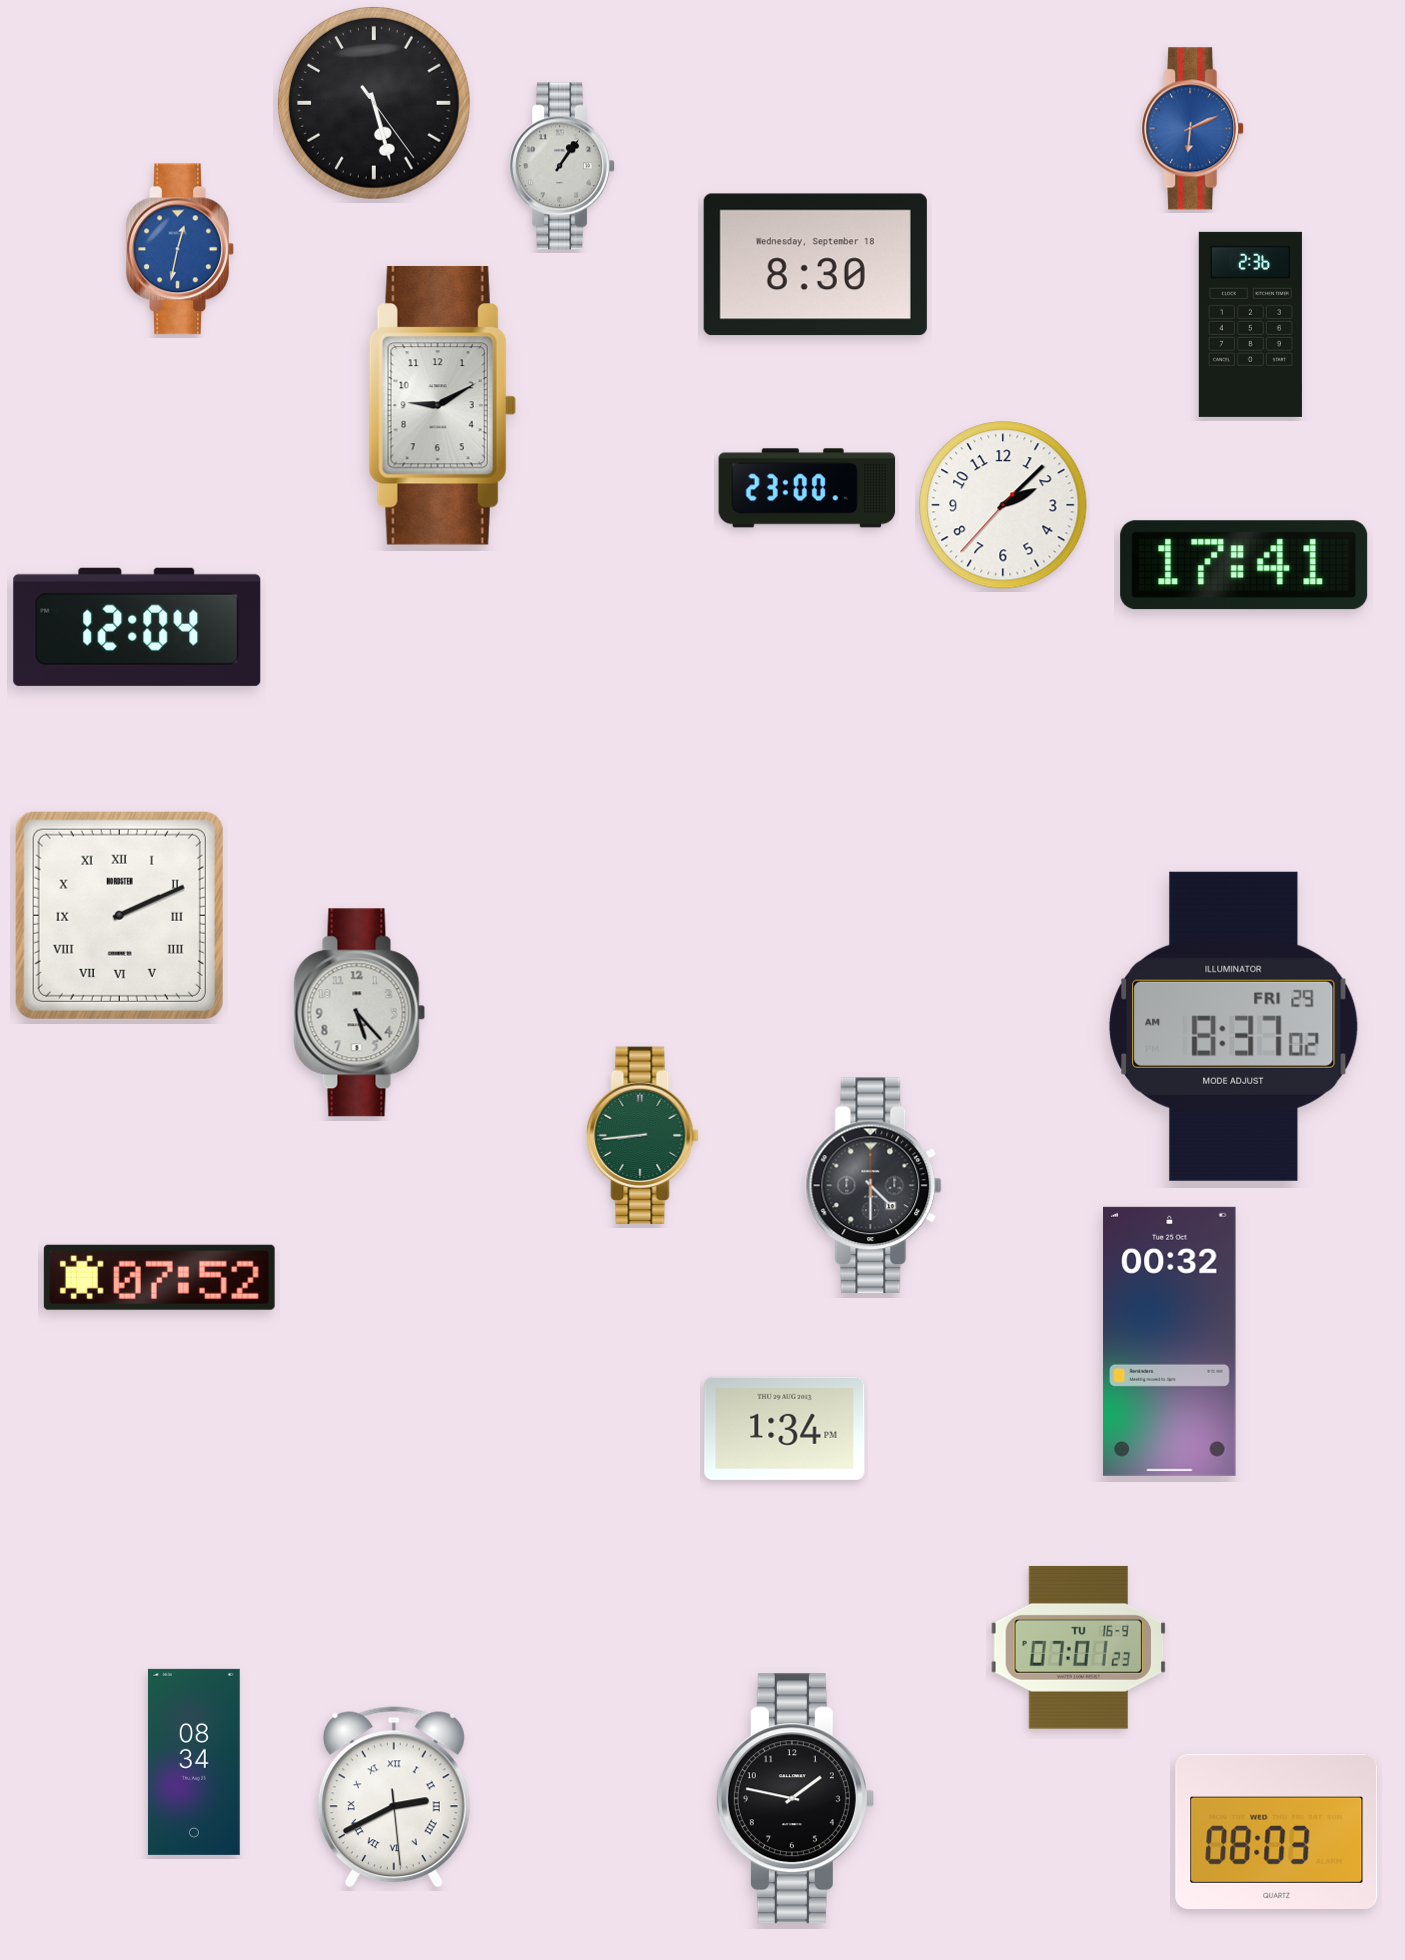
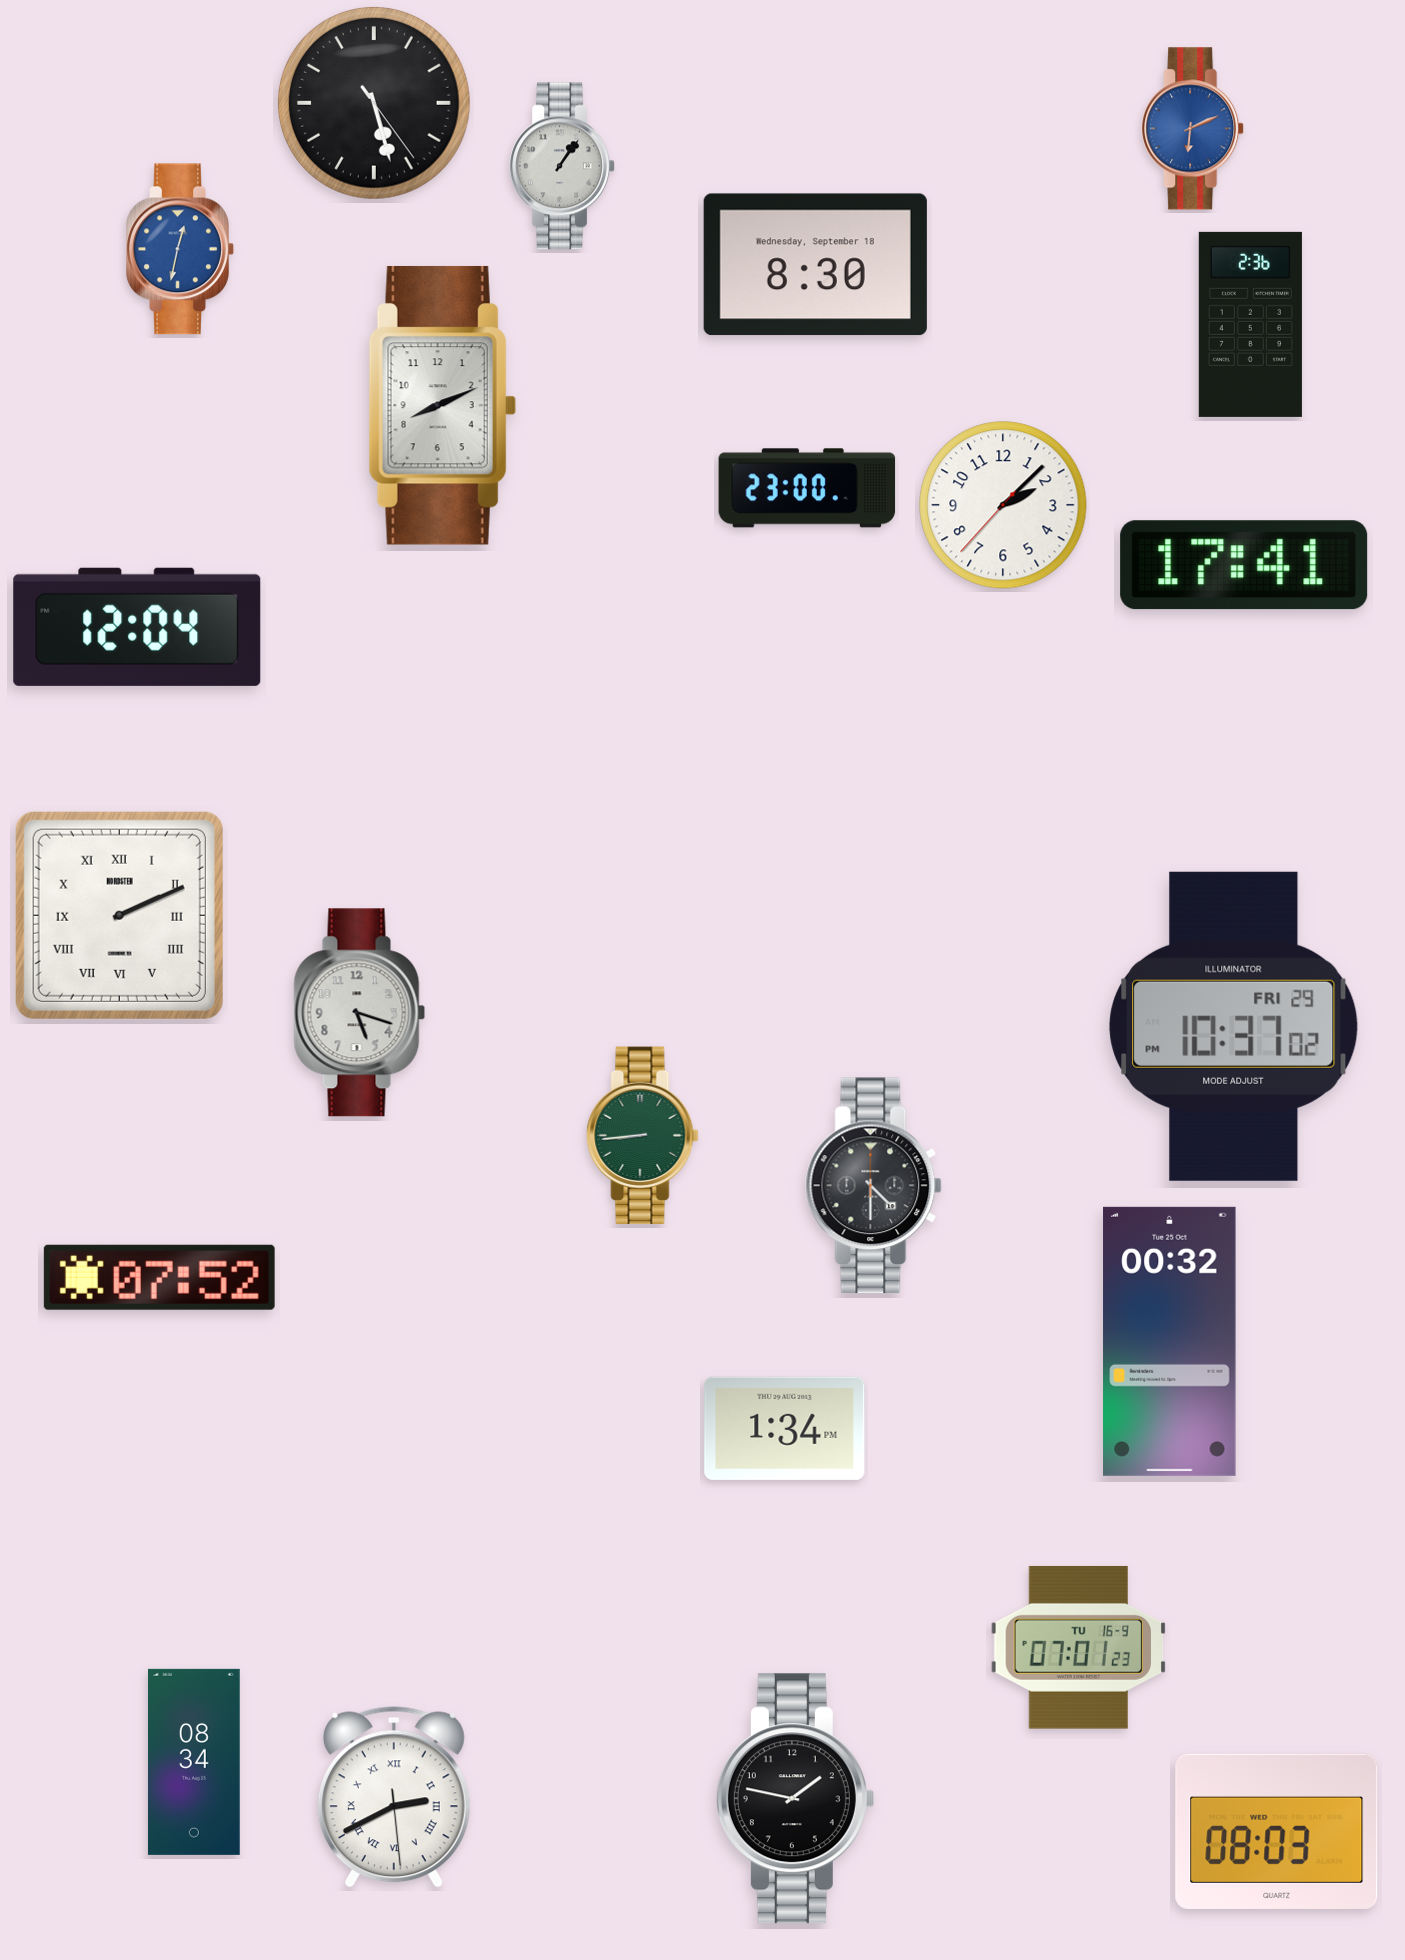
clock at (442, 405): 9:10 -> 8:11
clock at (360, 1013): 5:23 -> 5:18
clock at (1234, 1026): 8:37 -> 10:37
